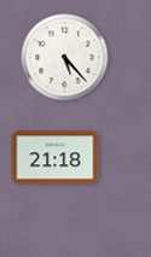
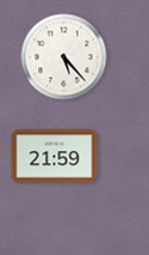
clock at (56, 158): 21:18 -> 21:59
